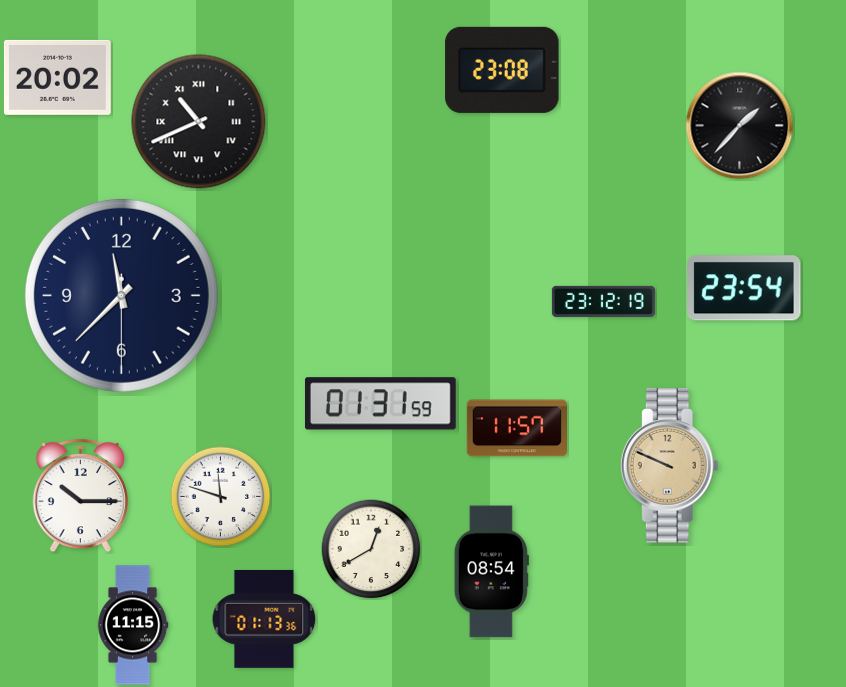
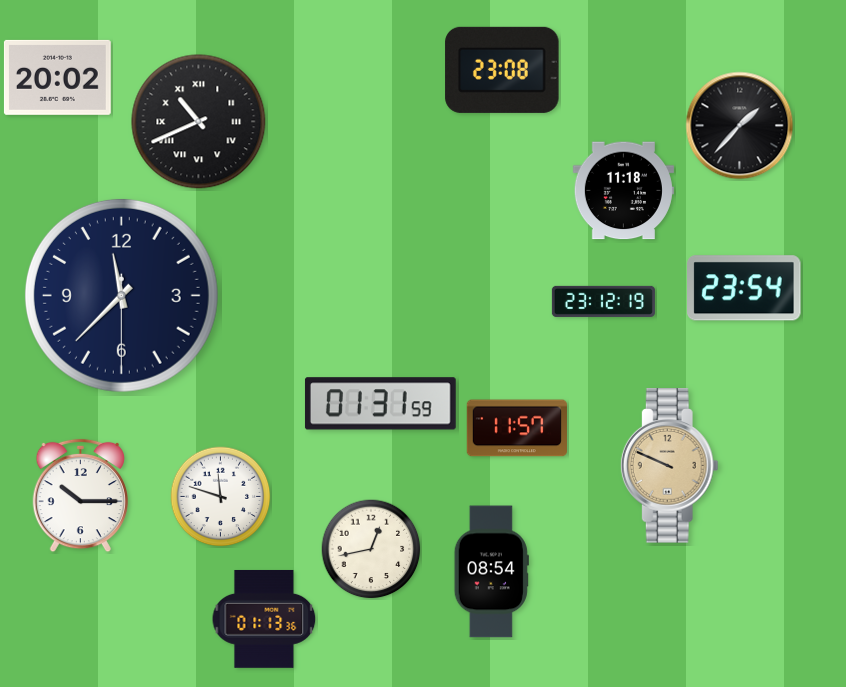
clock at (623, 191): none -> 11:18
clock at (371, 549): 12:40 -> 12:43
clock at (133, 625): 11:15 -> none
